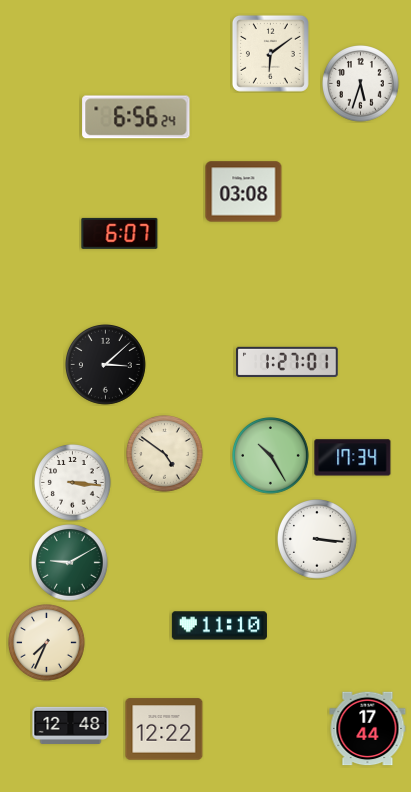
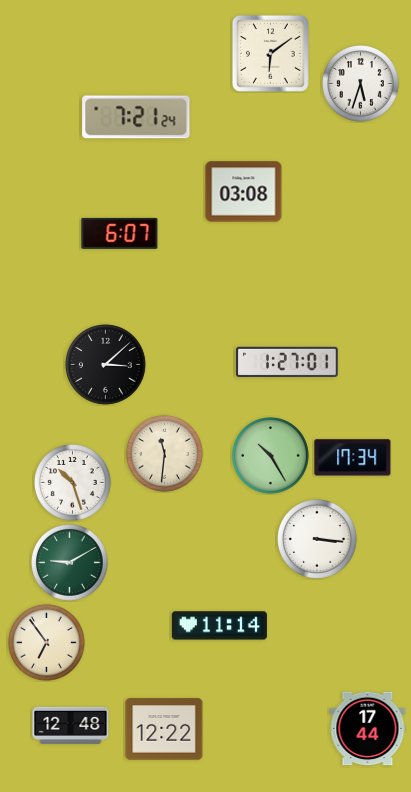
clock at (136, 117): 6:56 -> 7:21
clock at (165, 454): 4:51 -> 11:31
clock at (73, 483): 3:16 -> 10:27
clock at (219, 626): 11:10 -> 11:14
clock at (47, 643): 7:34 -> 6:54
